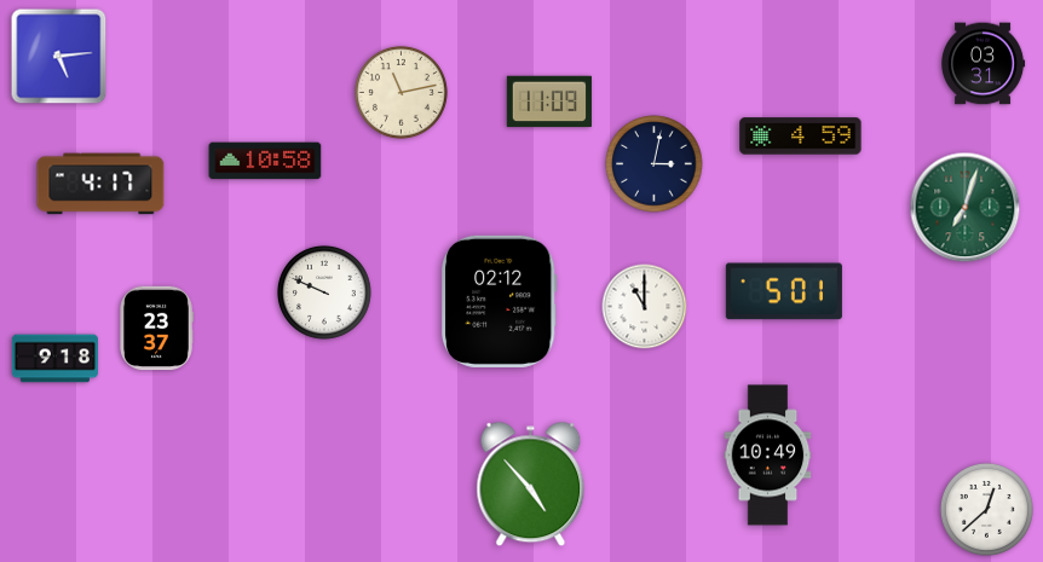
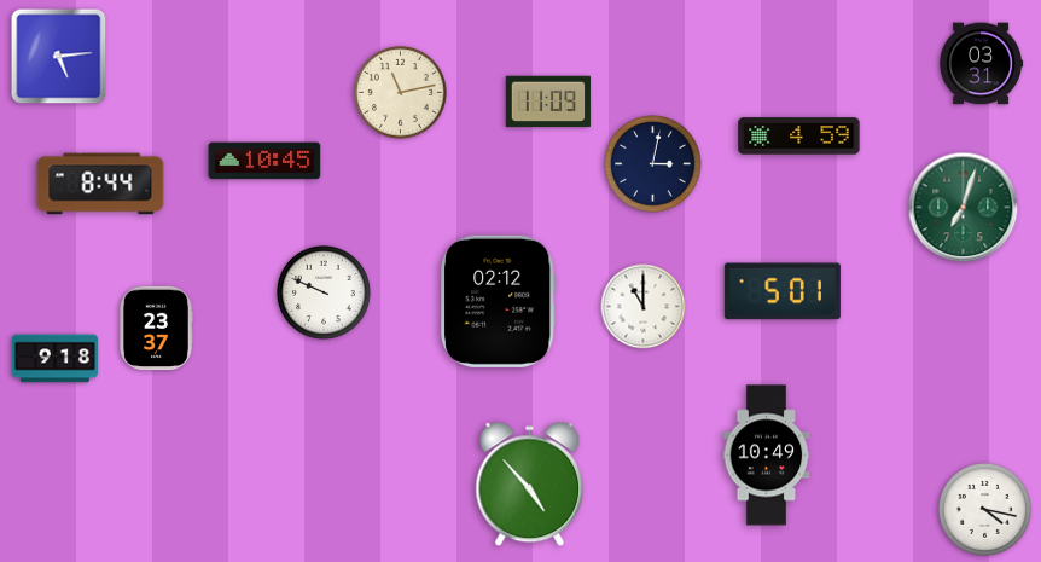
clock at (265, 161): 10:58 -> 10:45
clock at (100, 184): 4:17 -> 8:44
clock at (986, 509): 12:38 -> 4:17
